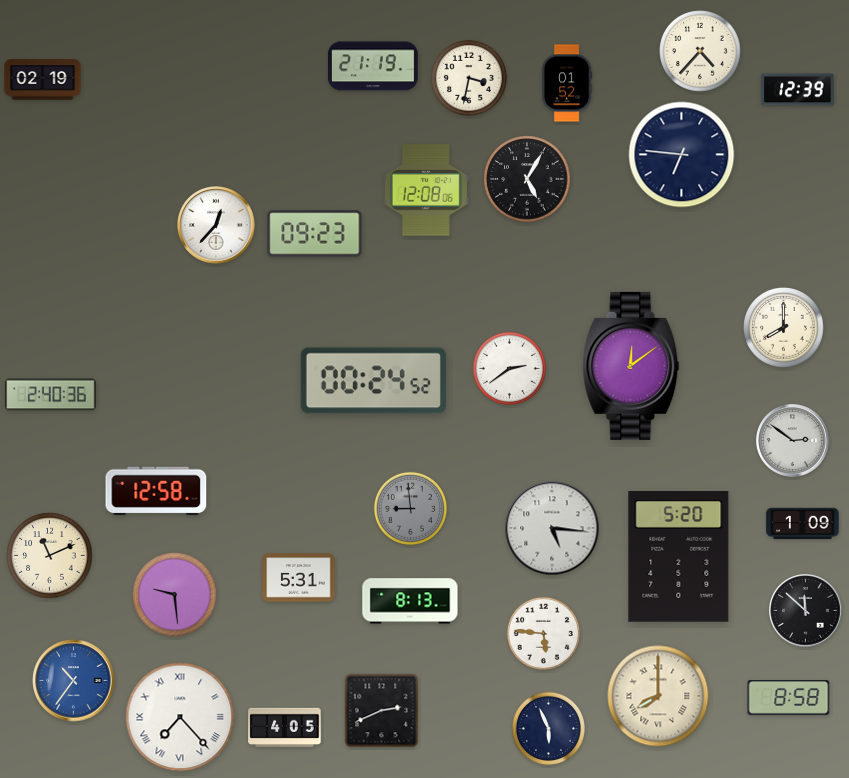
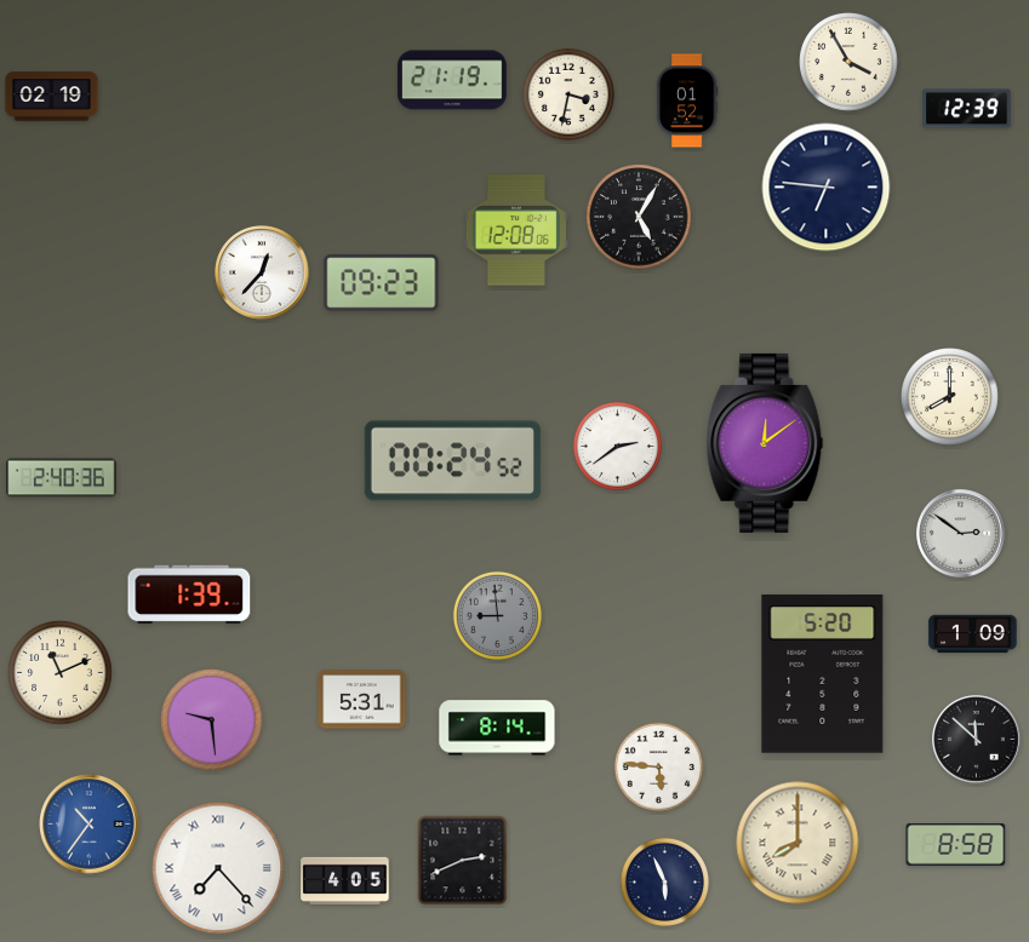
clock at (700, 51): 4:37 -> 3:55
clock at (156, 491): 12:58 -> 1:39
clock at (552, 528): 5:16 -> none
clock at (410, 601): 8:13 -> 8:14
